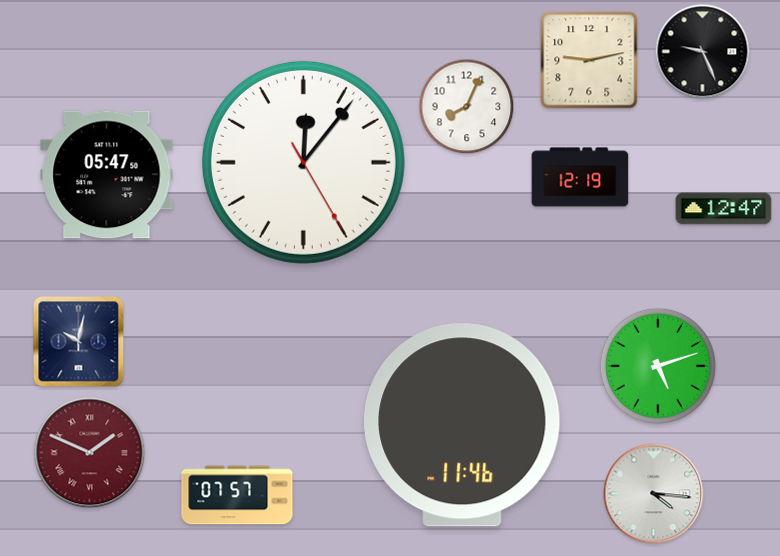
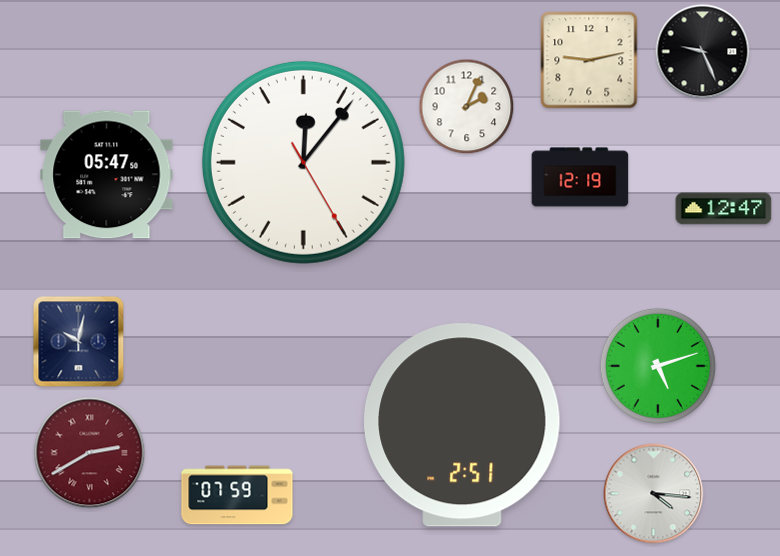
clock at (467, 107): 8:04 -> 2:04
clock at (462, 425): 11:46 -> 2:51
clock at (90, 453): 1:49 -> 2:40
clock at (237, 495): 07:57 -> 07:59
